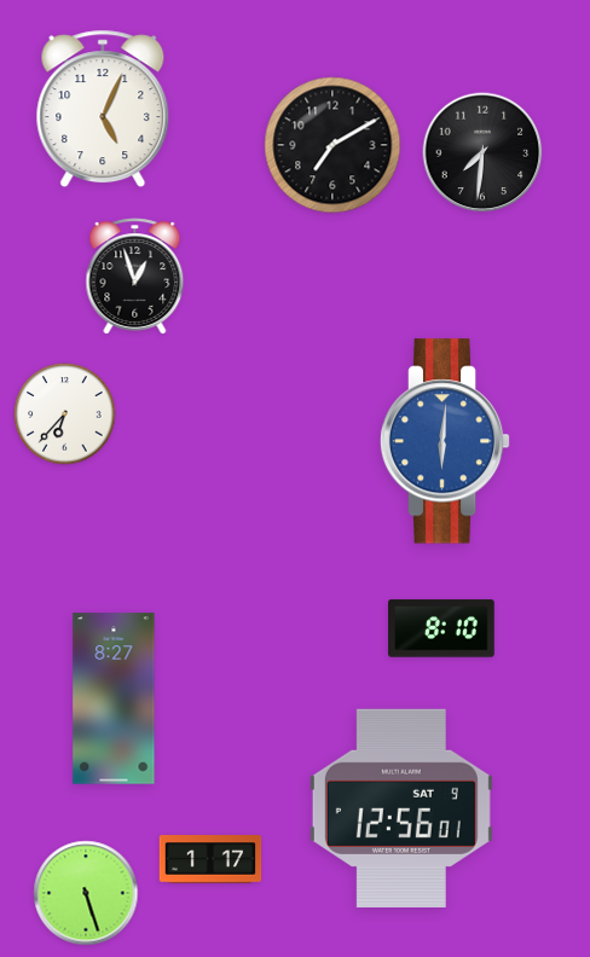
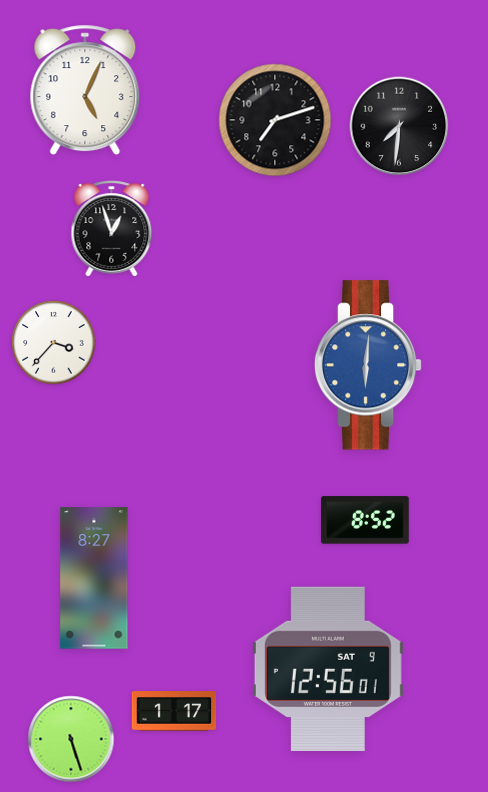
clock at (332, 145): 7:10 -> 7:12
clock at (65, 414): 6:37 -> 3:37
clock at (441, 628): 8:10 -> 8:52
clock at (401, 808) position: (401, 808) -> (328, 669)
